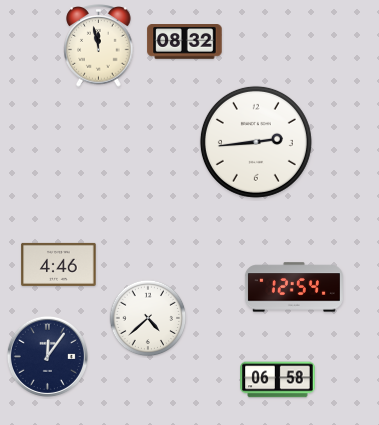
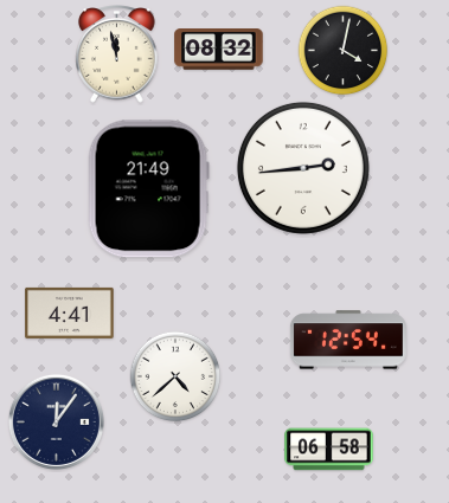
clock at (344, 51): none -> 4:02
clock at (148, 189): none -> 21:49
clock at (59, 264): 4:46 -> 4:41
